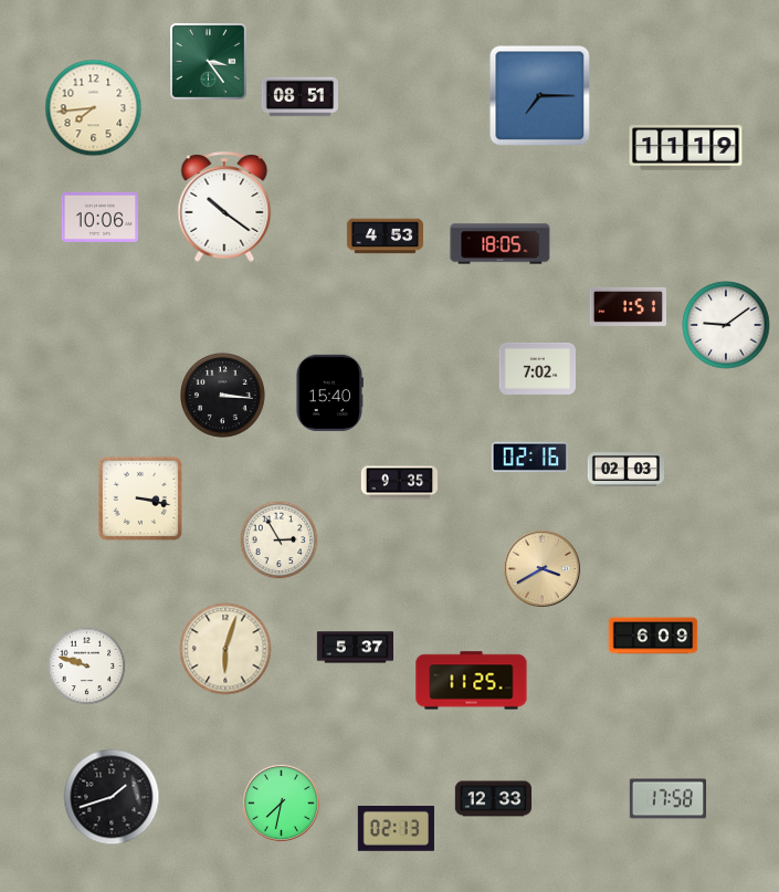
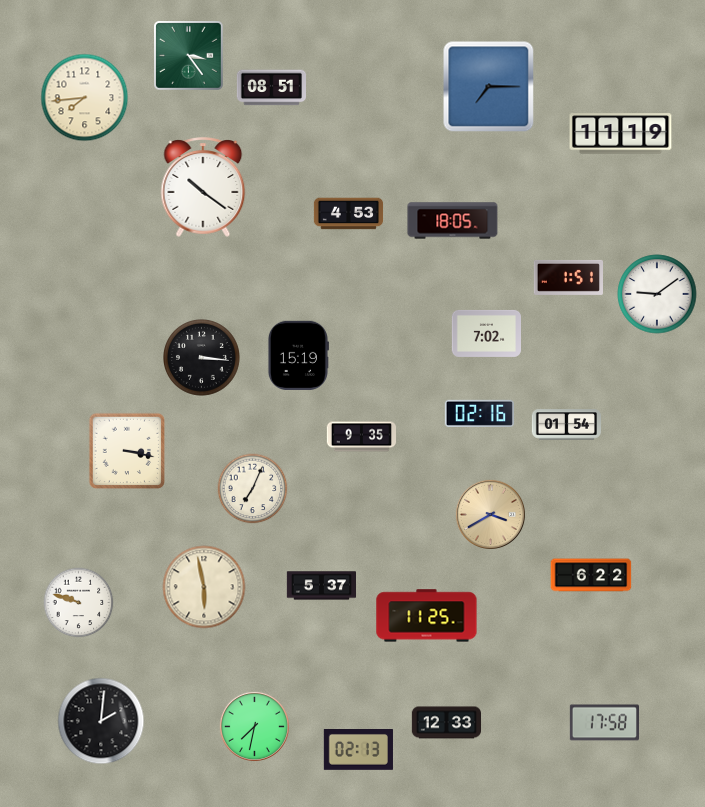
clock at (99, 217): 10:06 -> none
clock at (329, 392): 15:40 -> 15:19
clock at (627, 470): 02:03 -> 01:54
clock at (280, 541): 2:55 -> 7:04
clock at (653, 636): 6:09 -> 6:22
clock at (225, 649): 6:03 -> 5:58
clock at (112, 797): 1:42 -> 2:01
